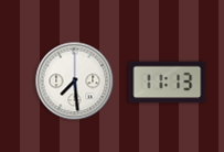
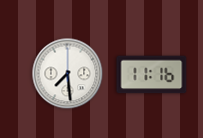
clock at (168, 83): 11:13 -> 11:16
